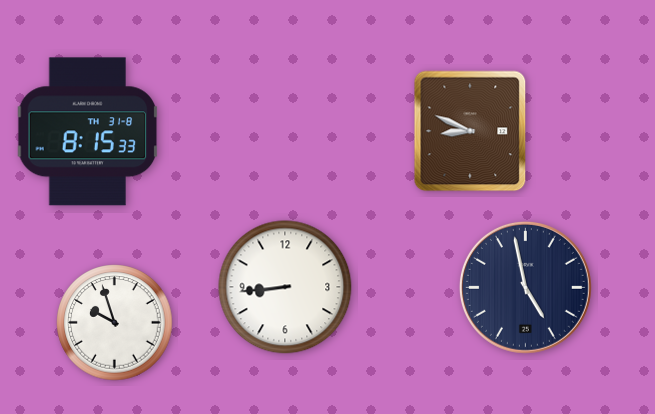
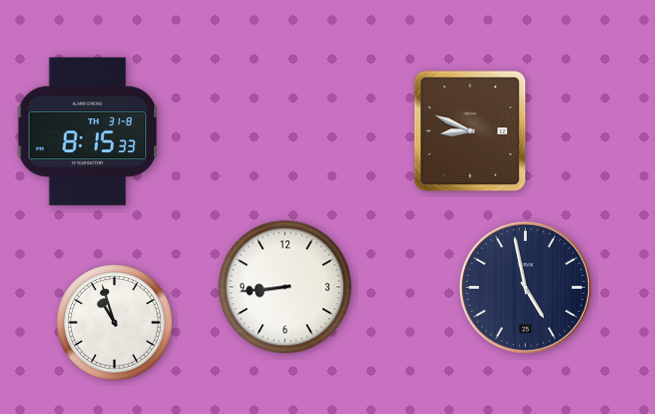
clock at (115, 323): 9:57 -> 10:57
